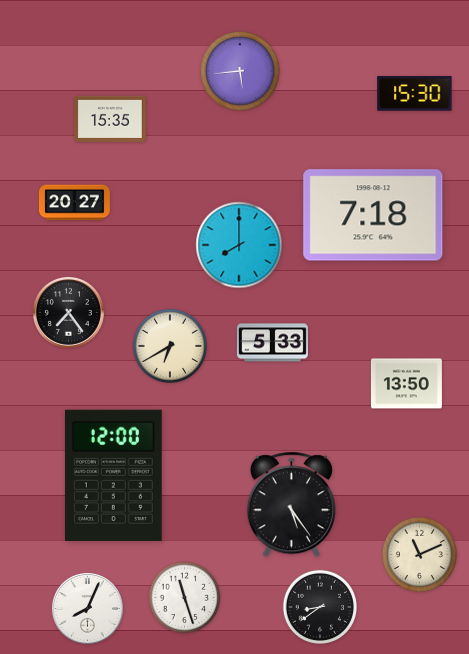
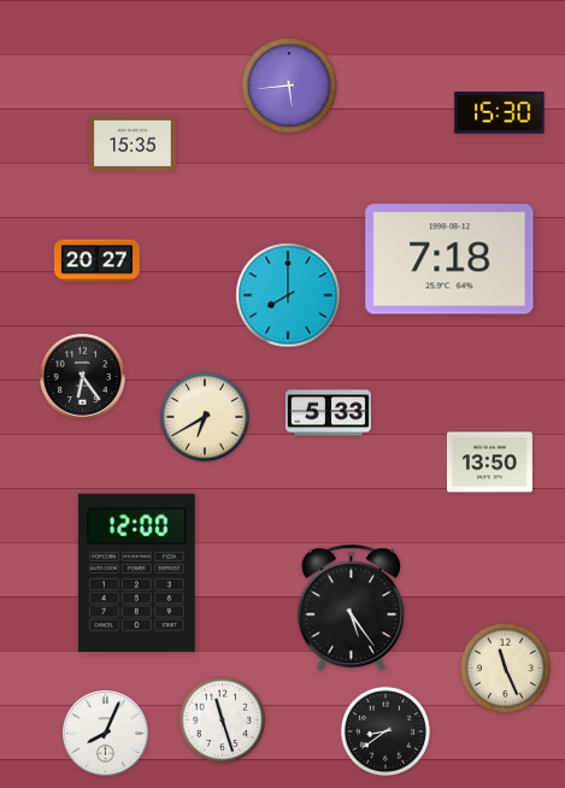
clock at (74, 203) position: (74, 203) -> (96, 261)
clock at (68, 312): 7:24 -> 6:24
clock at (419, 554): 11:11 -> 11:26
